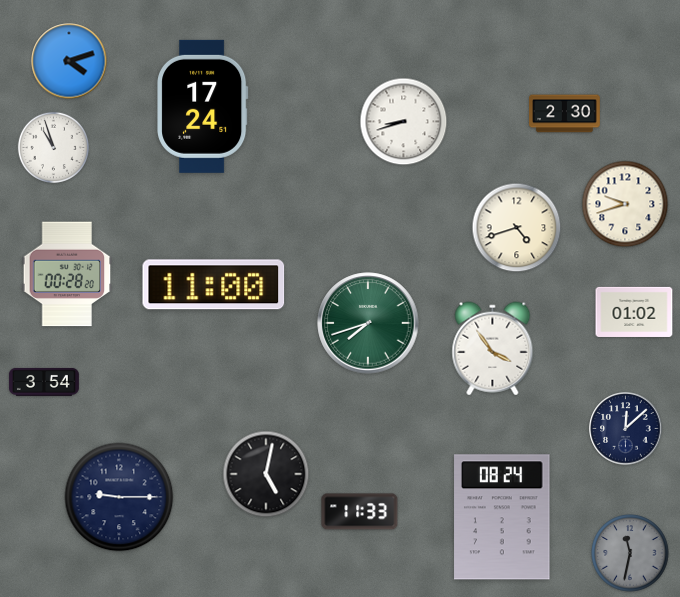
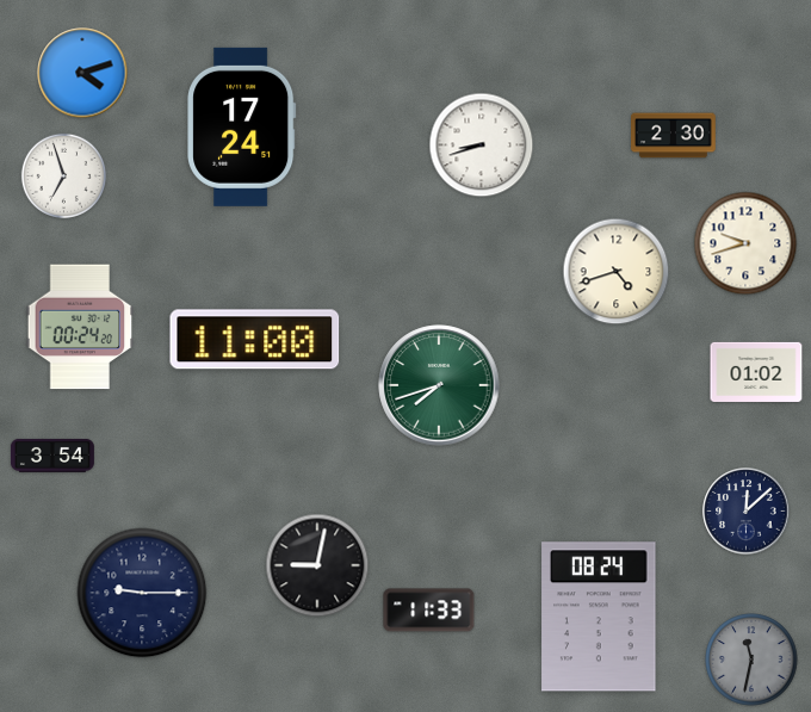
clock at (54, 148): 10:57 -> 6:57
clock at (67, 274): 00:28 -> 00:24
clock at (493, 349): 3:54 -> none
clock at (266, 474): 5:02 -> 9:02
